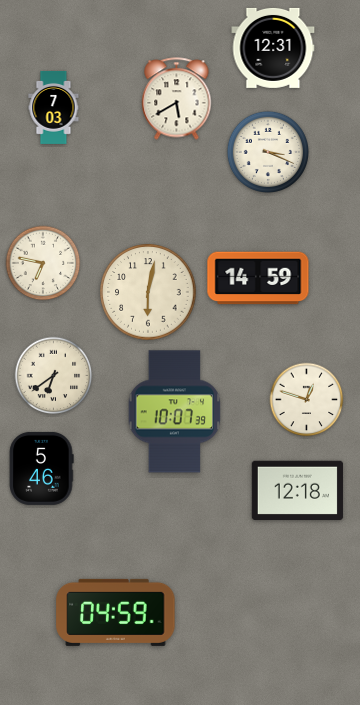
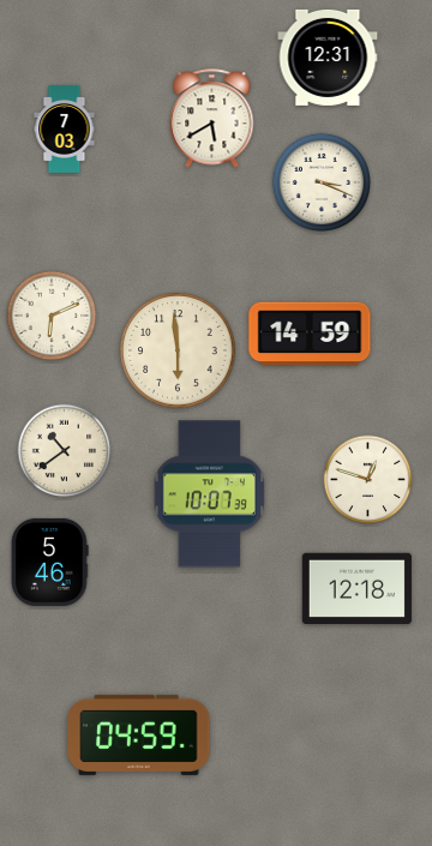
clock at (43, 263): 6:47 -> 6:11
clock at (148, 292): 6:02 -> 5:59
clock at (54, 376): 6:39 -> 10:39
